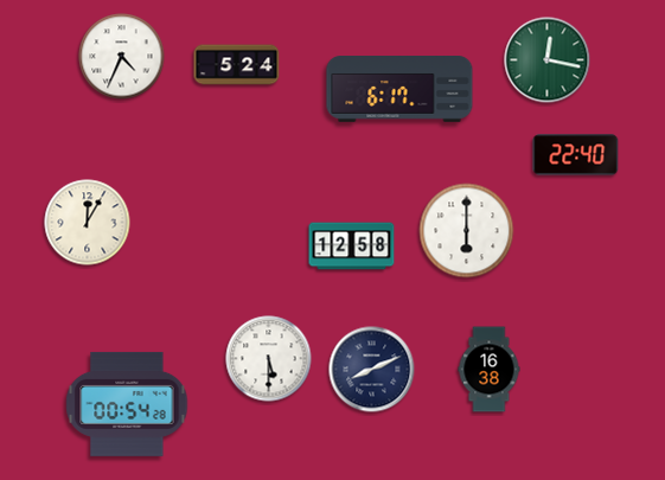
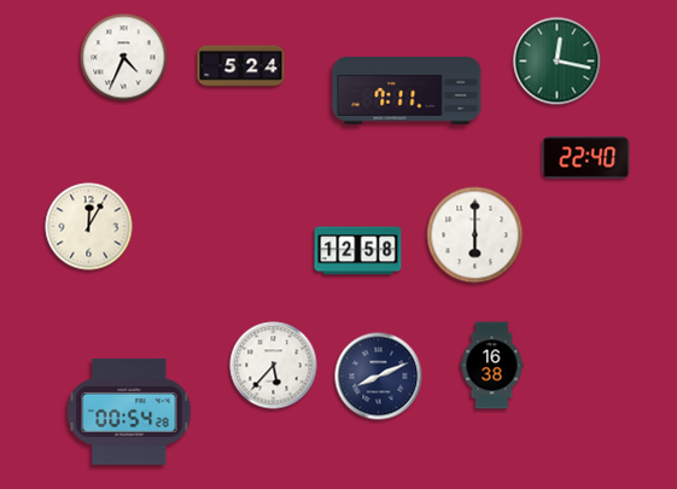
clock at (399, 89): 6:17 -> 7:11
clock at (269, 359): 5:30 -> 5:37
clock at (490, 370) position: (490, 370) -> (492, 366)
